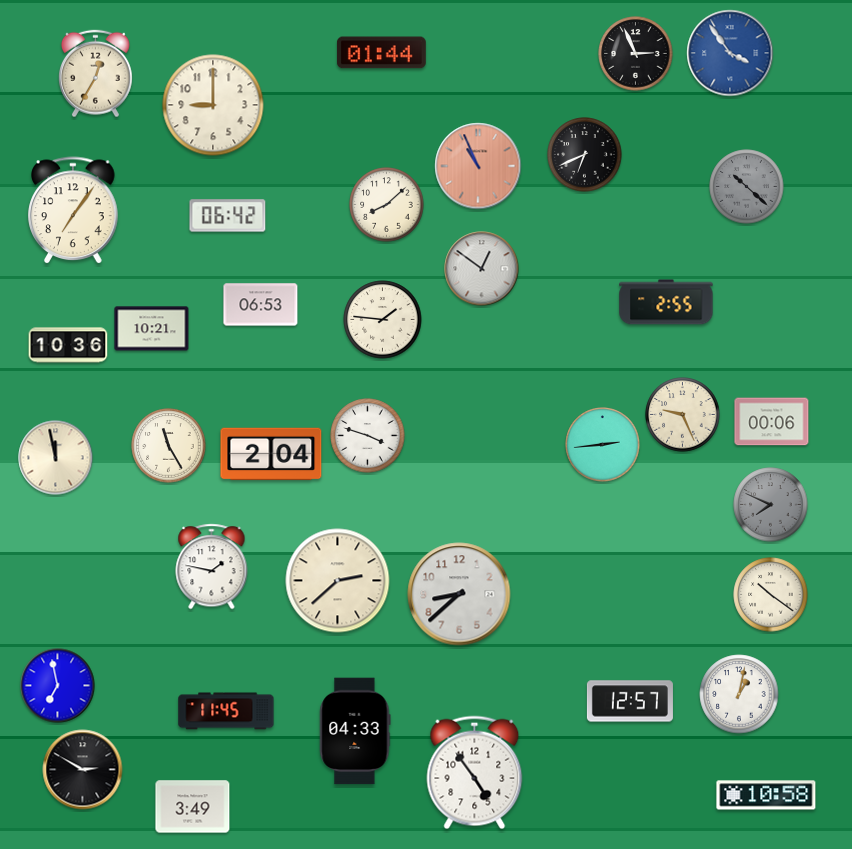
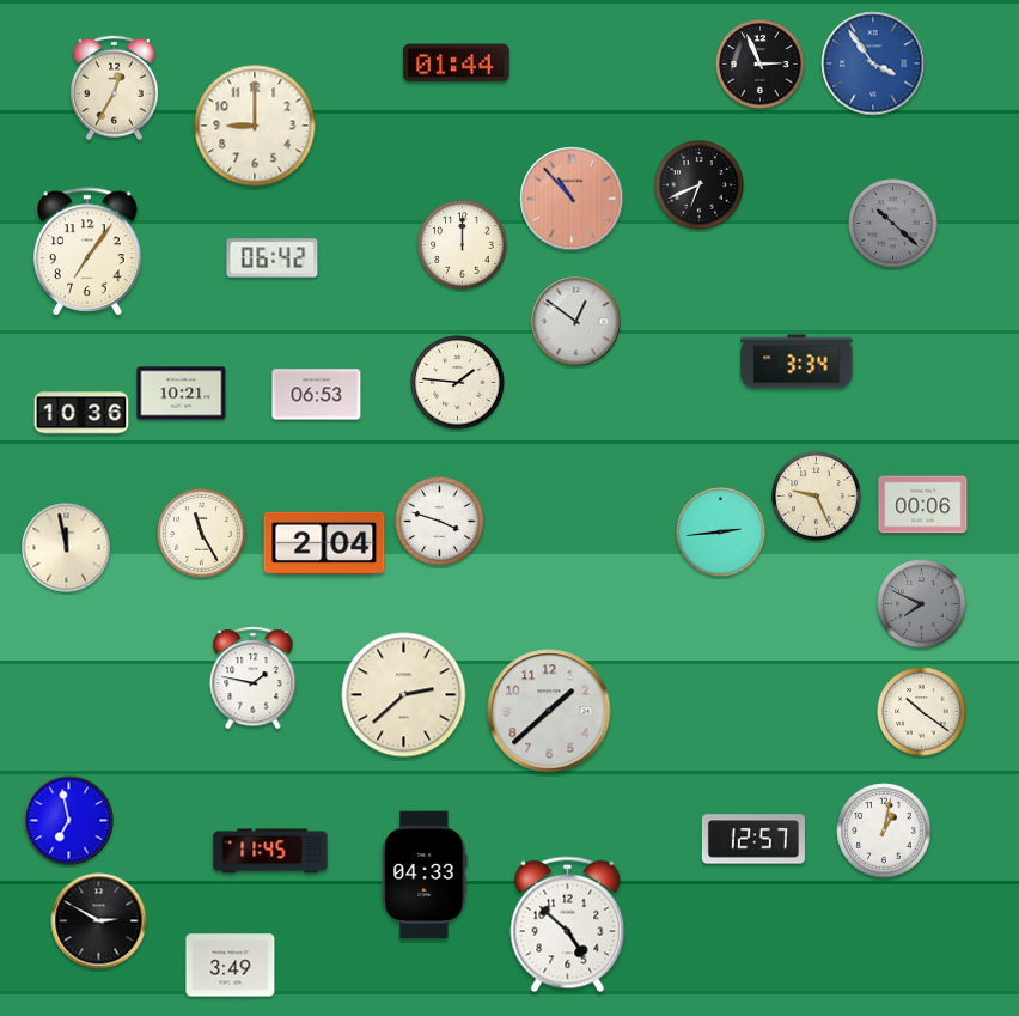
clock at (478, 166): 10:56 -> 10:53
clock at (387, 205): 8:08 -> 12:00
clock at (666, 302): 2:55 -> 3:34
clock at (261, 305) position: (261, 305) -> (317, 395)
clock at (459, 594): 8:38 -> 1:38
clock at (475, 773): 4:54 -> 4:52
clock at (766, 795): 10:58 -> none
